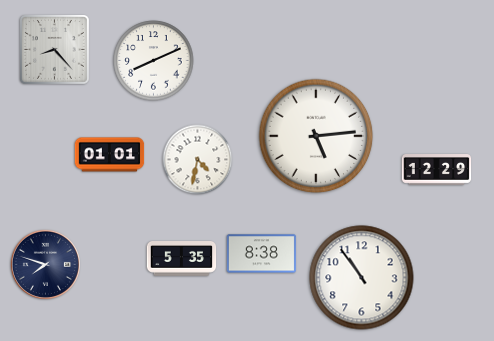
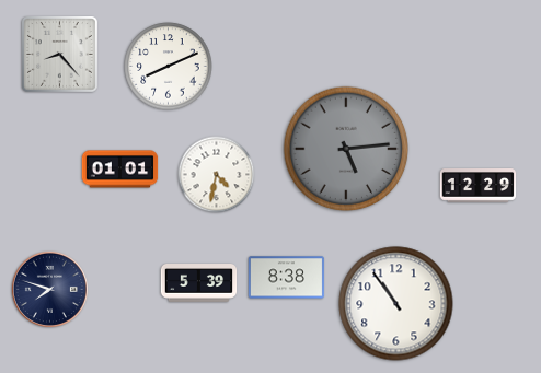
clock at (316, 136) dial: white -> grey
clock at (182, 259): 5:35 -> 5:39
